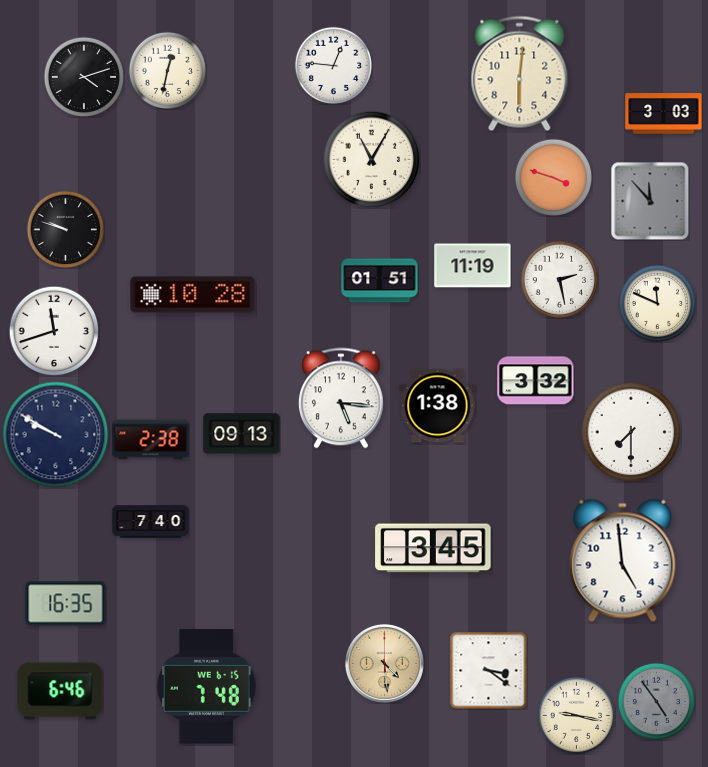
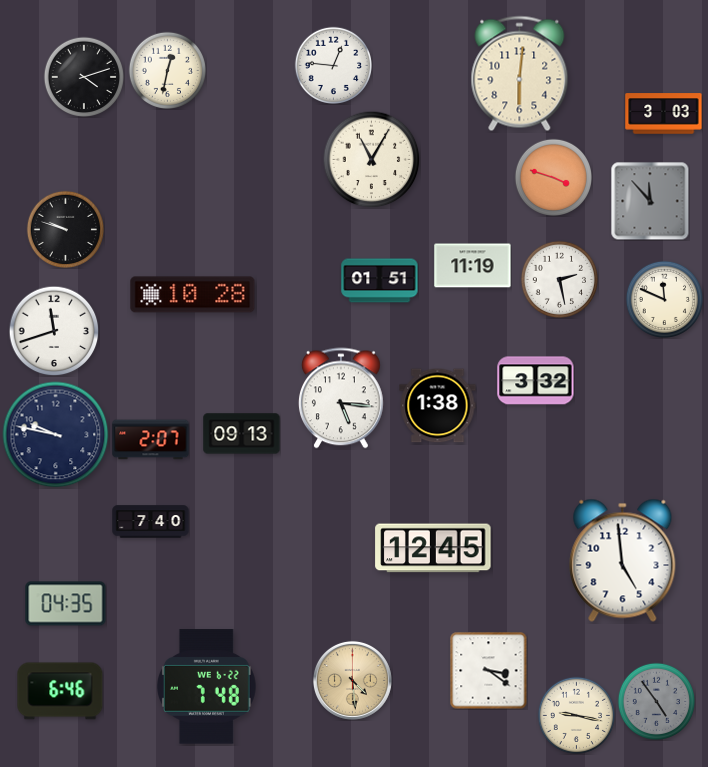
clock at (657, 303) position: (657, 303) -> (664, 299)
clock at (631, 432): 7:30 -> none
clock at (56, 435): 9:50 -> 9:47
clock at (151, 440): 2:38 -> 2:07
clock at (433, 548): 3:45 -> 12:45
clock at (66, 604): 16:35 -> 04:35
clock at (384, 663) position: (384, 663) -> (352, 680)
clock at (207, 687) date: WE 6-15 -> WE 6-22
